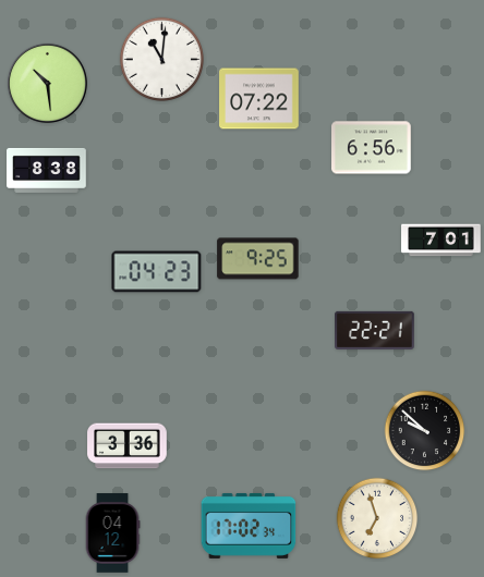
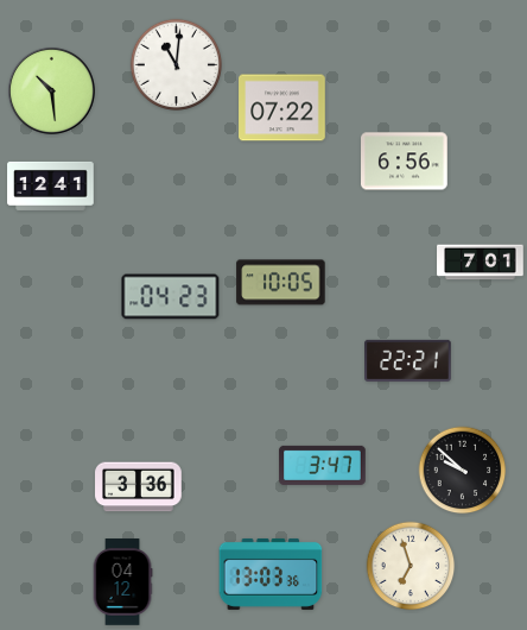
clock at (47, 170): 8:38 -> 12:41
clock at (258, 259): 9:25 -> 10:05
clock at (323, 465): none -> 3:47
clock at (249, 526): 17:02 -> 13:03
